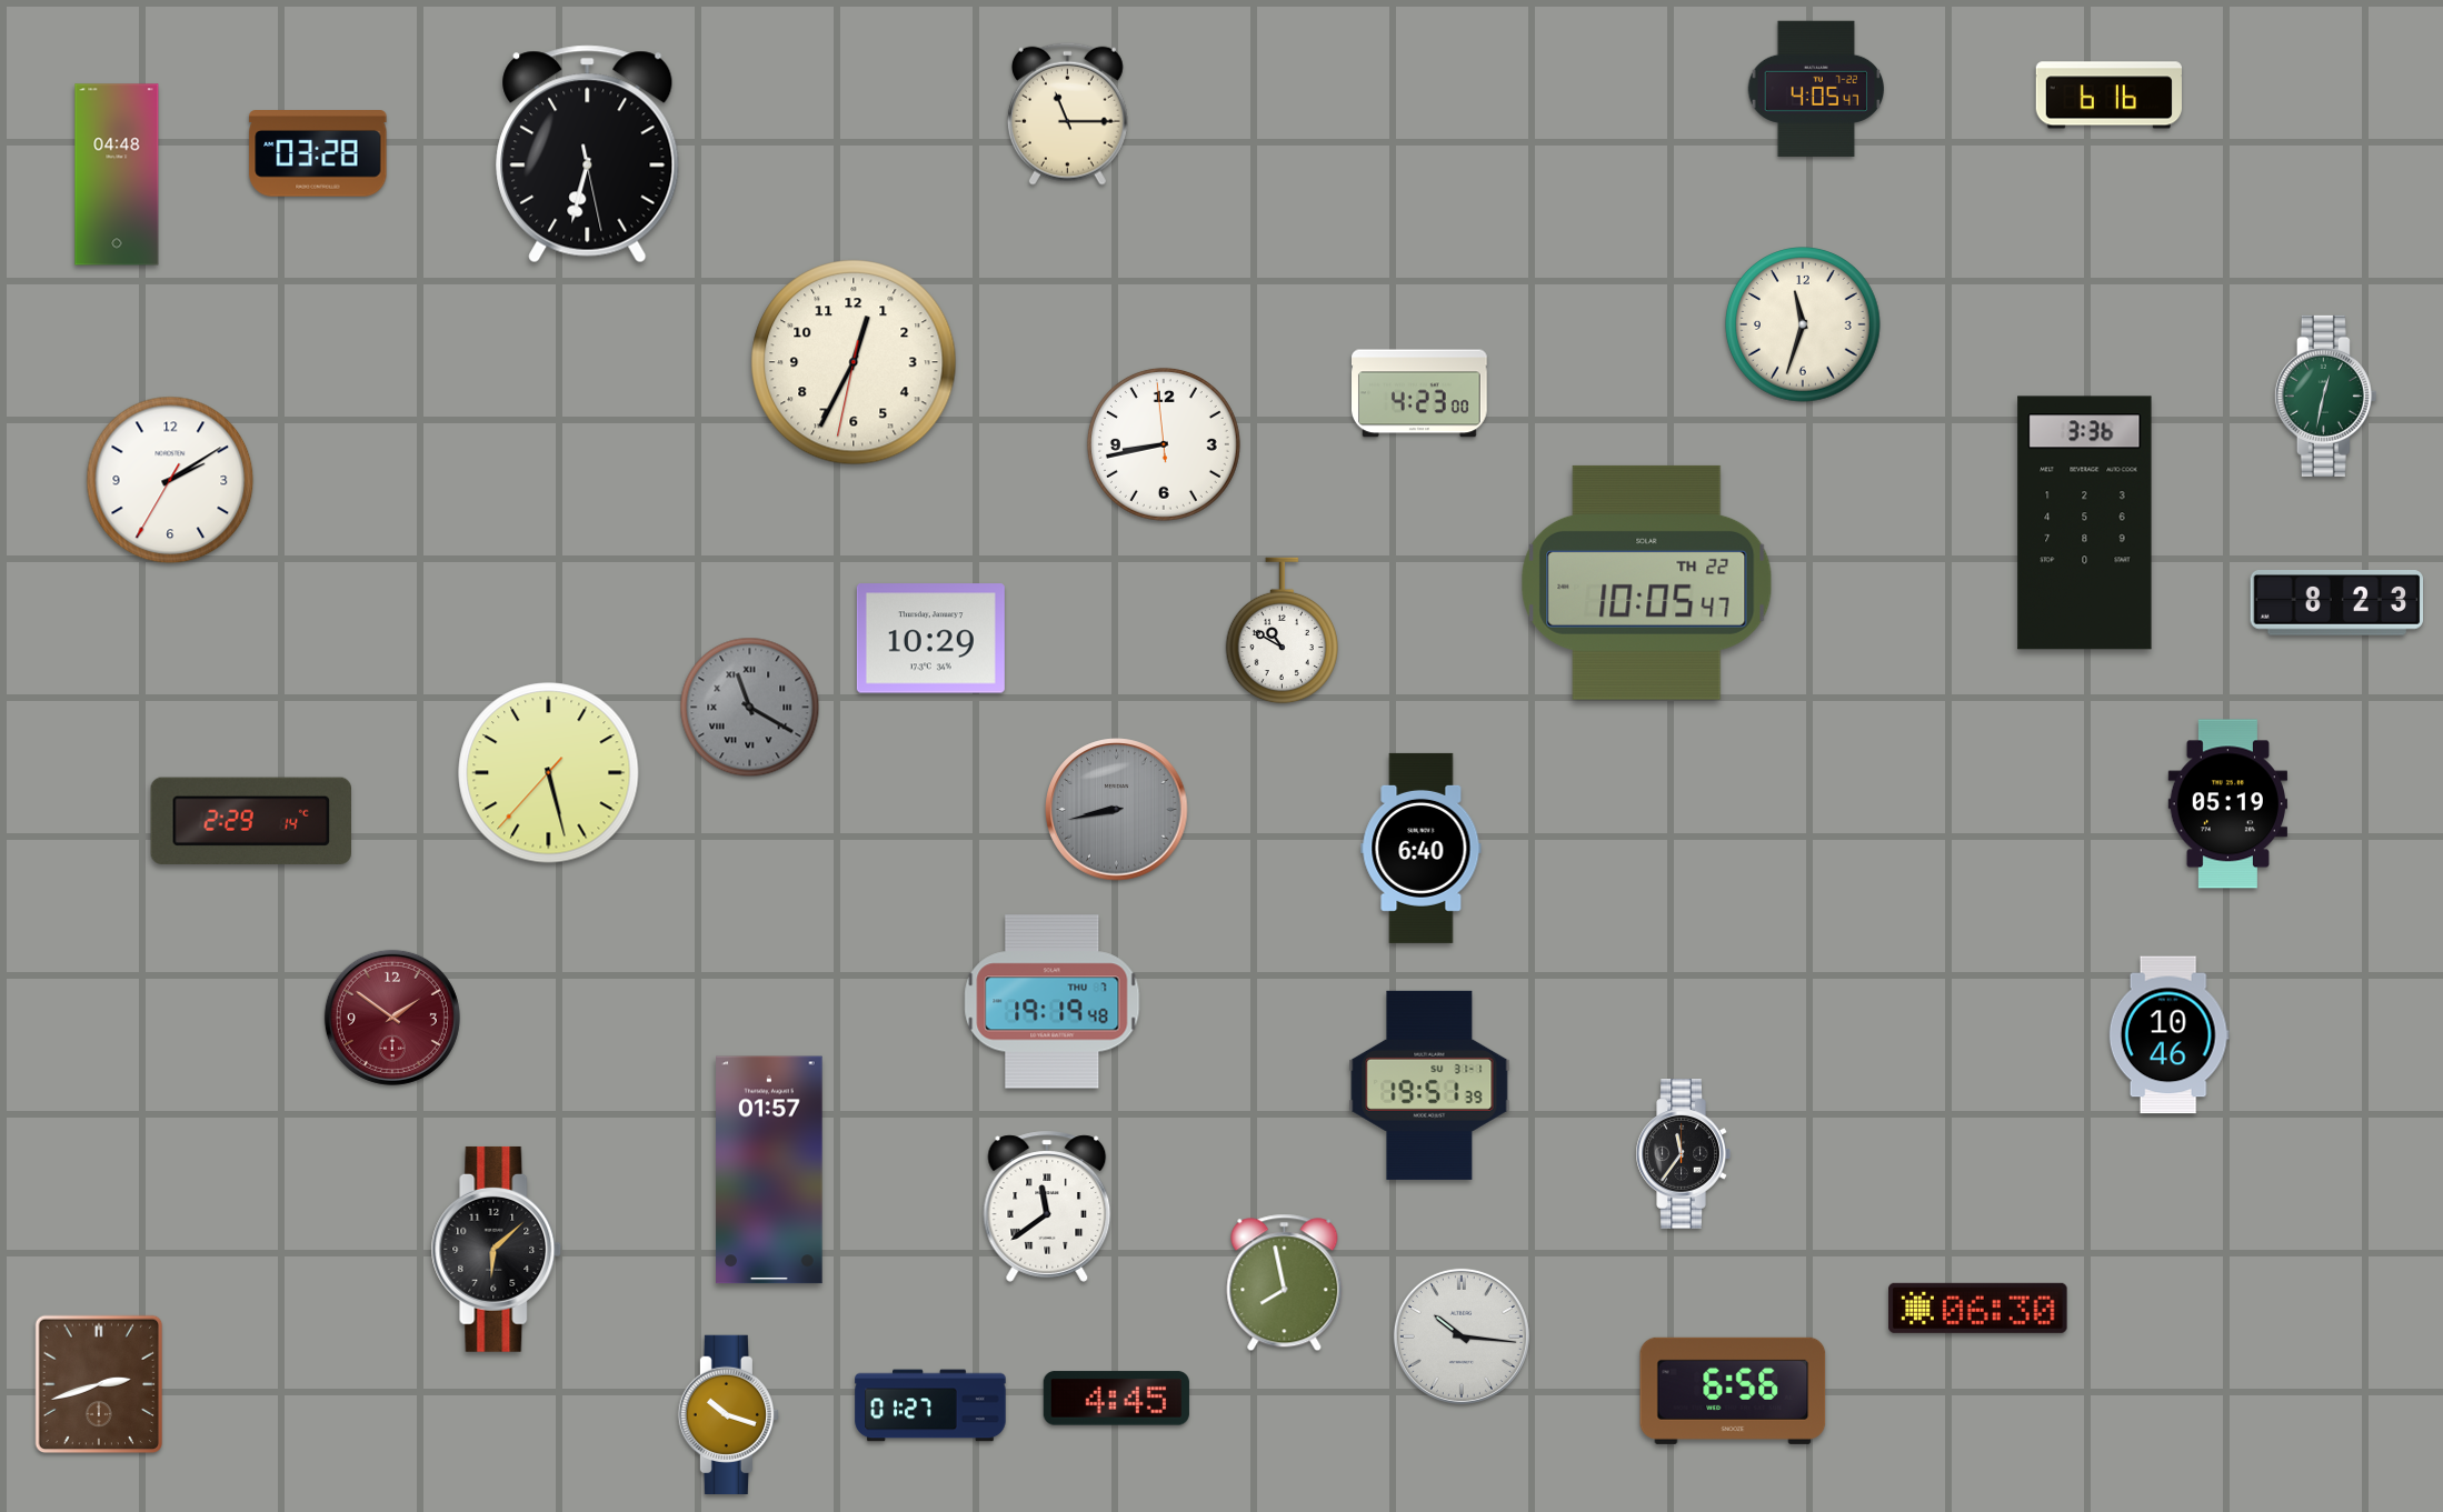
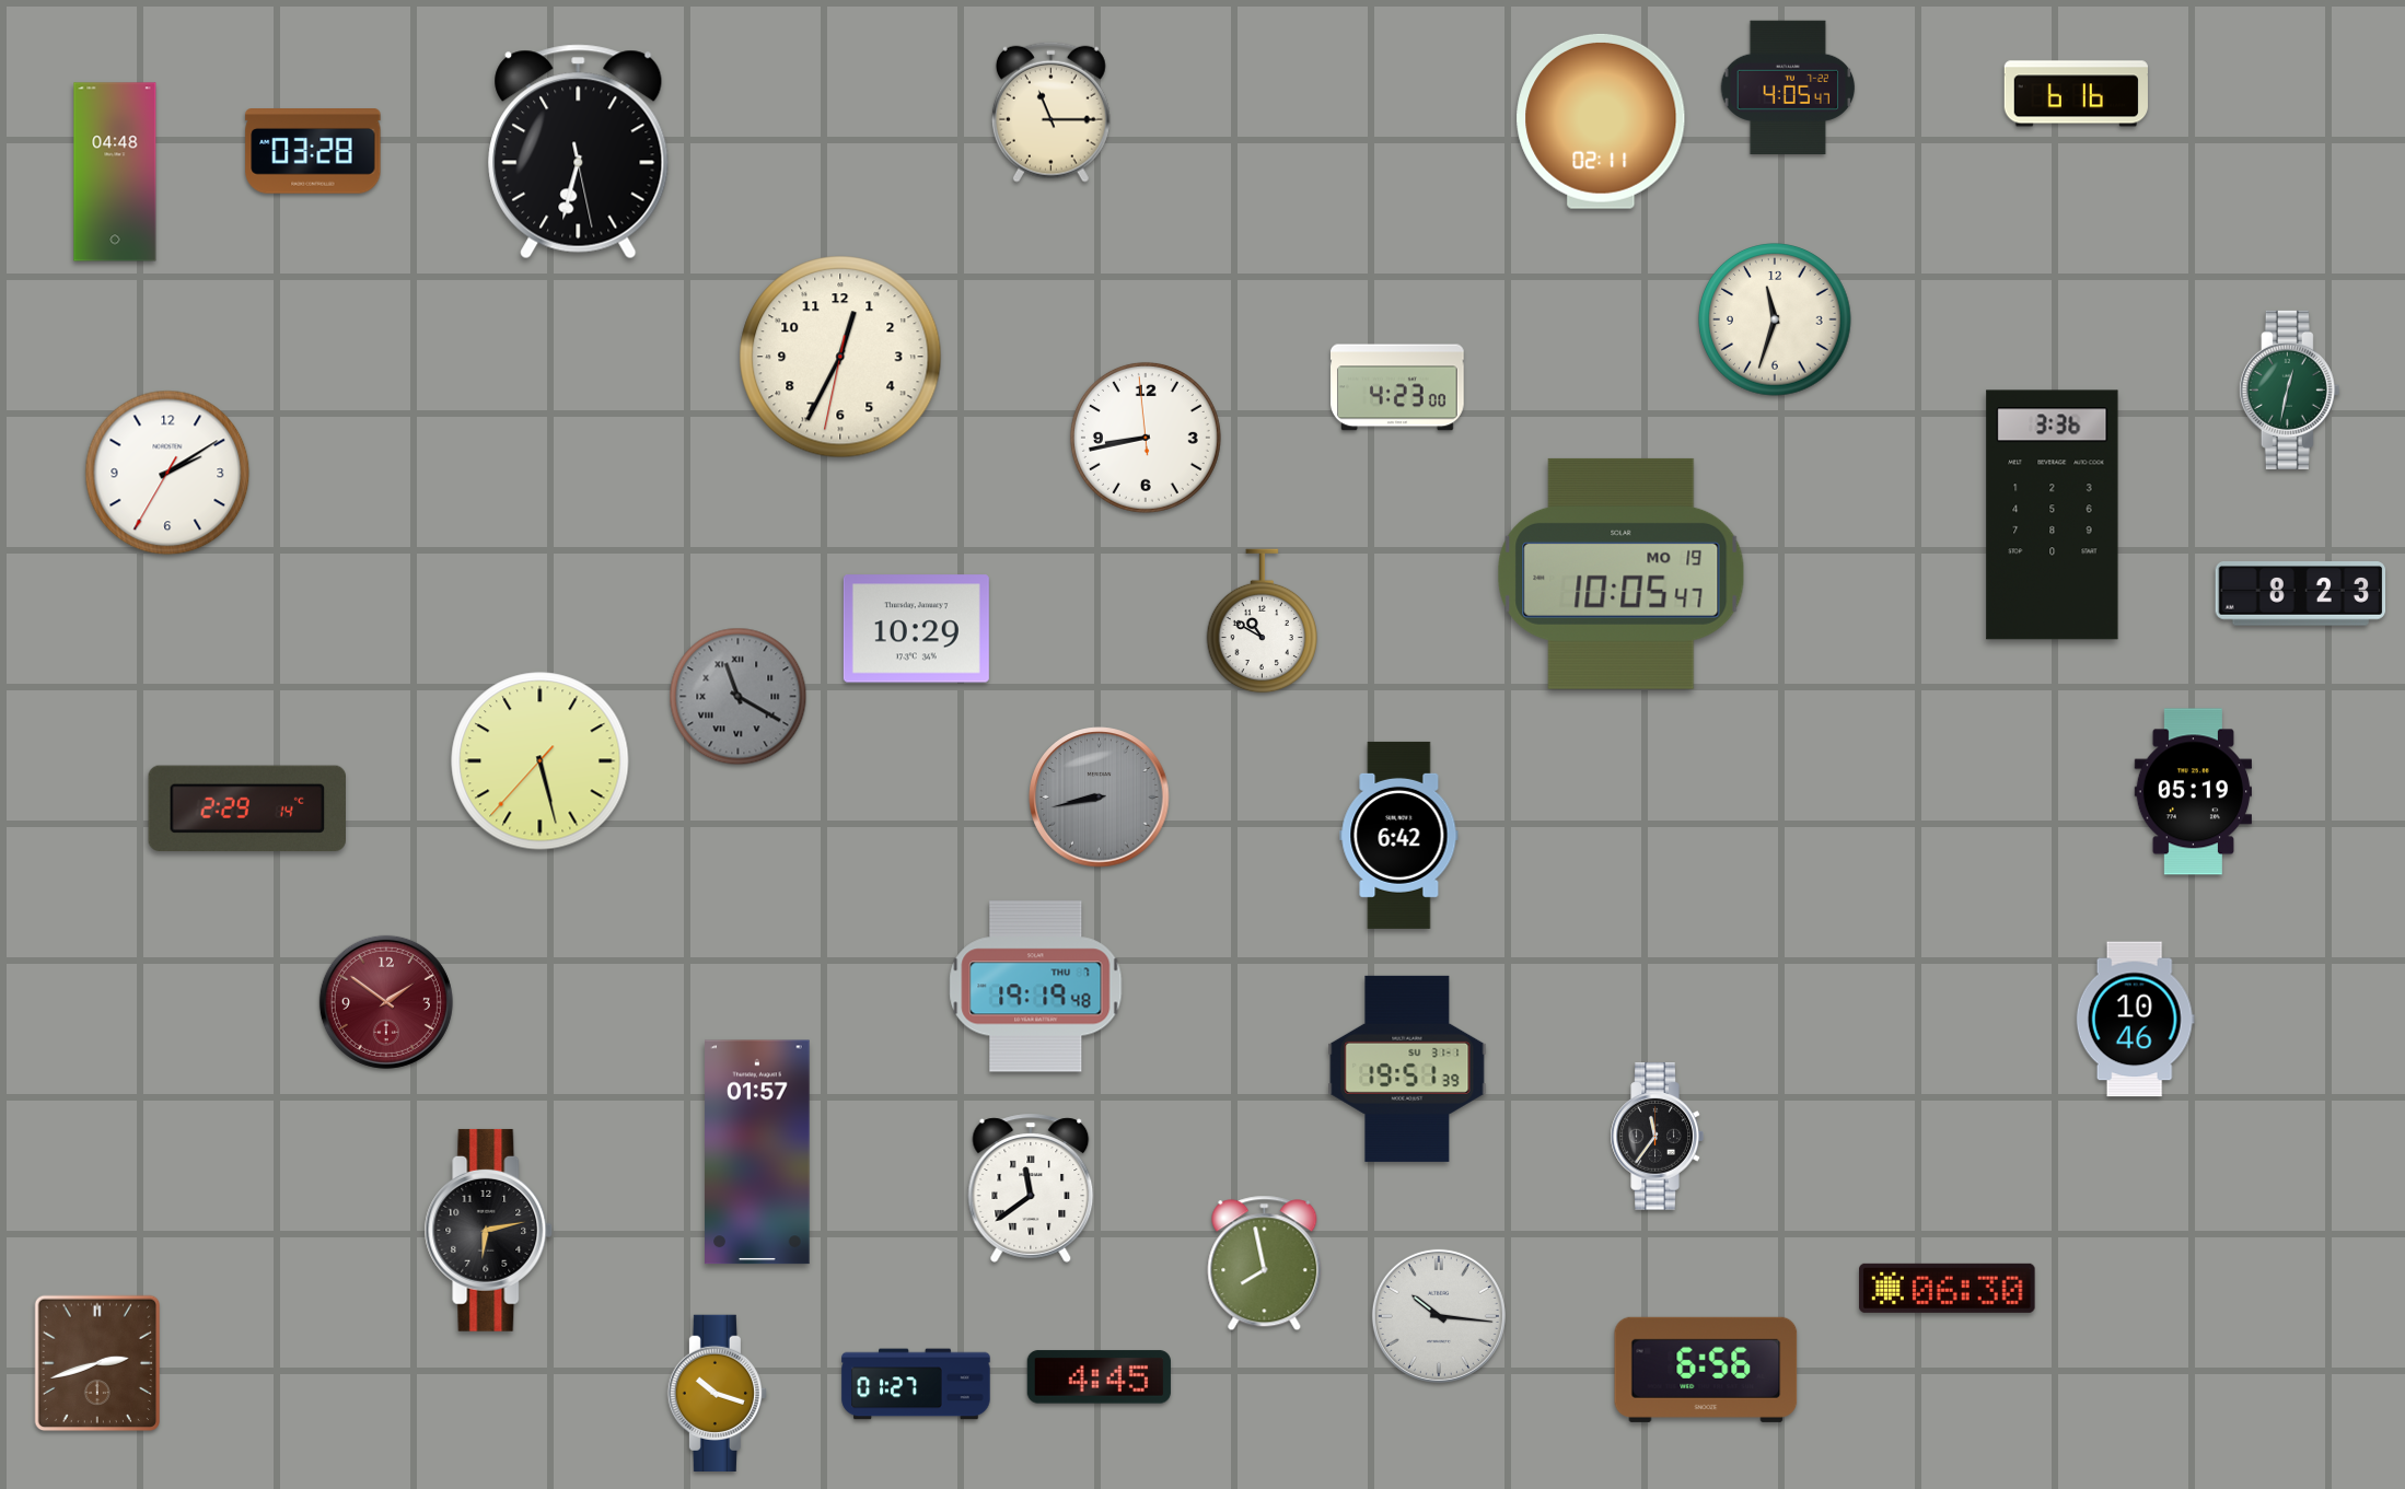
clock at (1601, 121): none -> 02:11
clock at (1647, 582) date: TH 22 -> MO 19
clock at (1422, 848): 6:40 -> 6:42
clock at (497, 1249): 6:08 -> 6:13
